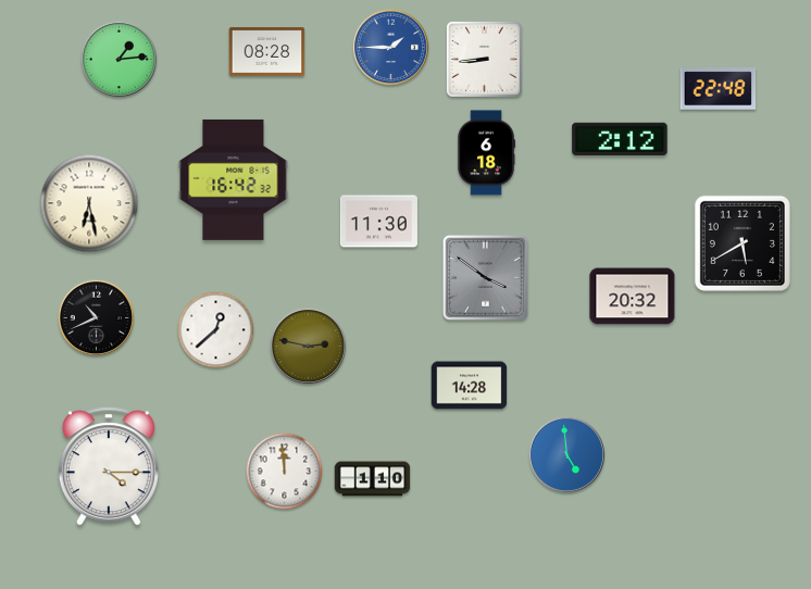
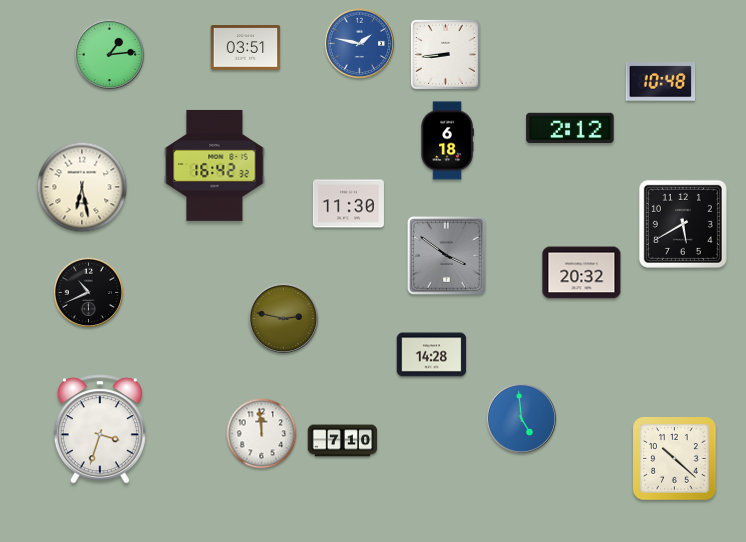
clock at (391, 48): 1:45 -> 1:47
clock at (267, 52): 08:28 -> 03:51
clock at (719, 89): 22:48 -> 10:48
clock at (216, 330): 12:38 -> none
clock at (109, 466): 4:15 -> 3:33
clock at (373, 479): 1:10 -> 7:10
clock at (675, 459): none -> 10:22
